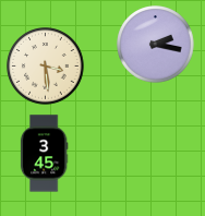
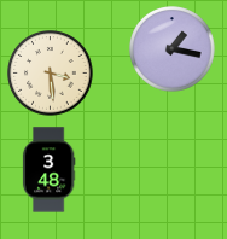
clock at (156, 45): 2:17 -> 1:17
clock at (44, 154): 3:45 -> 3:48
